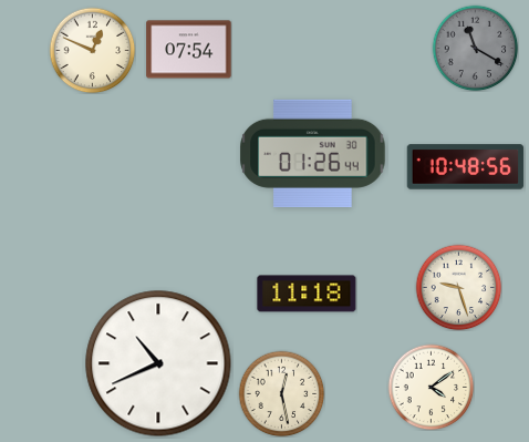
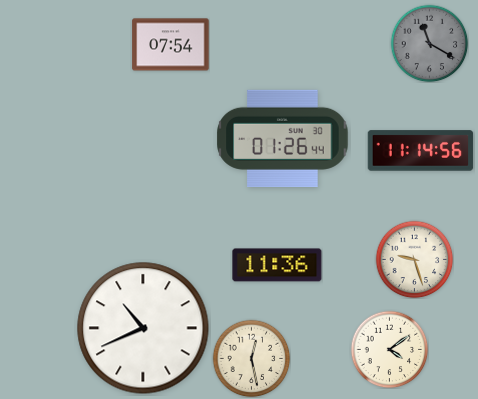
clock at (92, 50): 12:49 -> none
clock at (466, 167): 10:48 -> 11:14
clock at (307, 294): 11:18 -> 11:36
clock at (281, 393) position: (281, 393) -> (251, 358)
